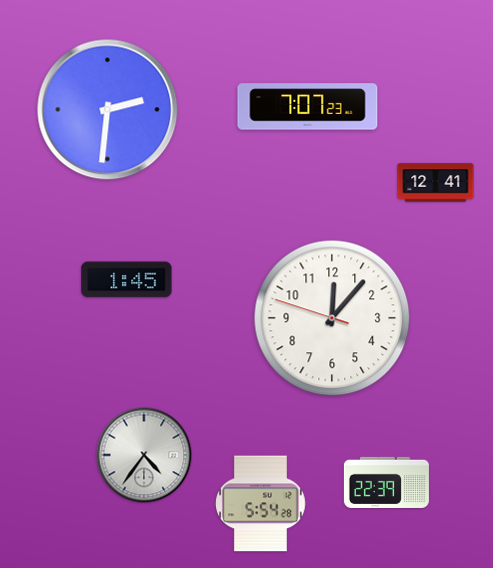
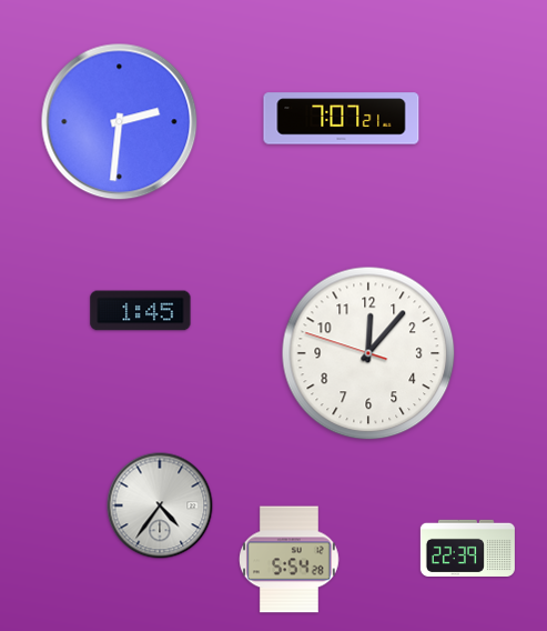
clock at (308, 107): 7:07:23 -> 7:07:21
clock at (436, 183): 12:41 -> none
clock at (386, 482) position: (386, 482) -> (467, 548)
